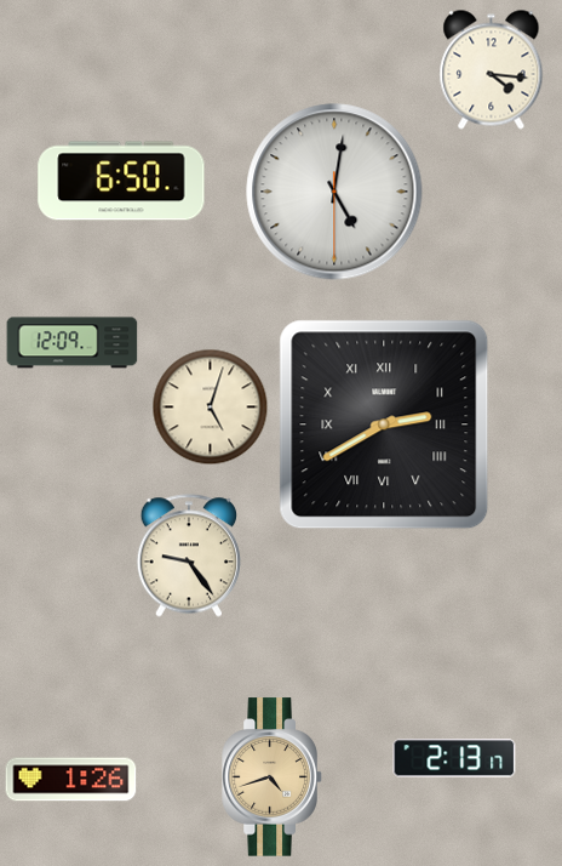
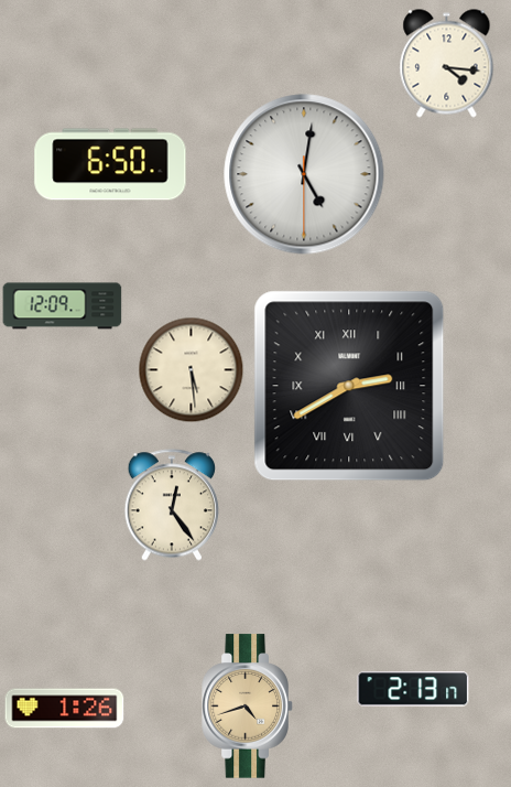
clock at (73, 343) position: (73, 343) -> (63, 306)
clock at (210, 406): 5:03 -> 5:29
clock at (188, 556): 9:24 -> 12:24
